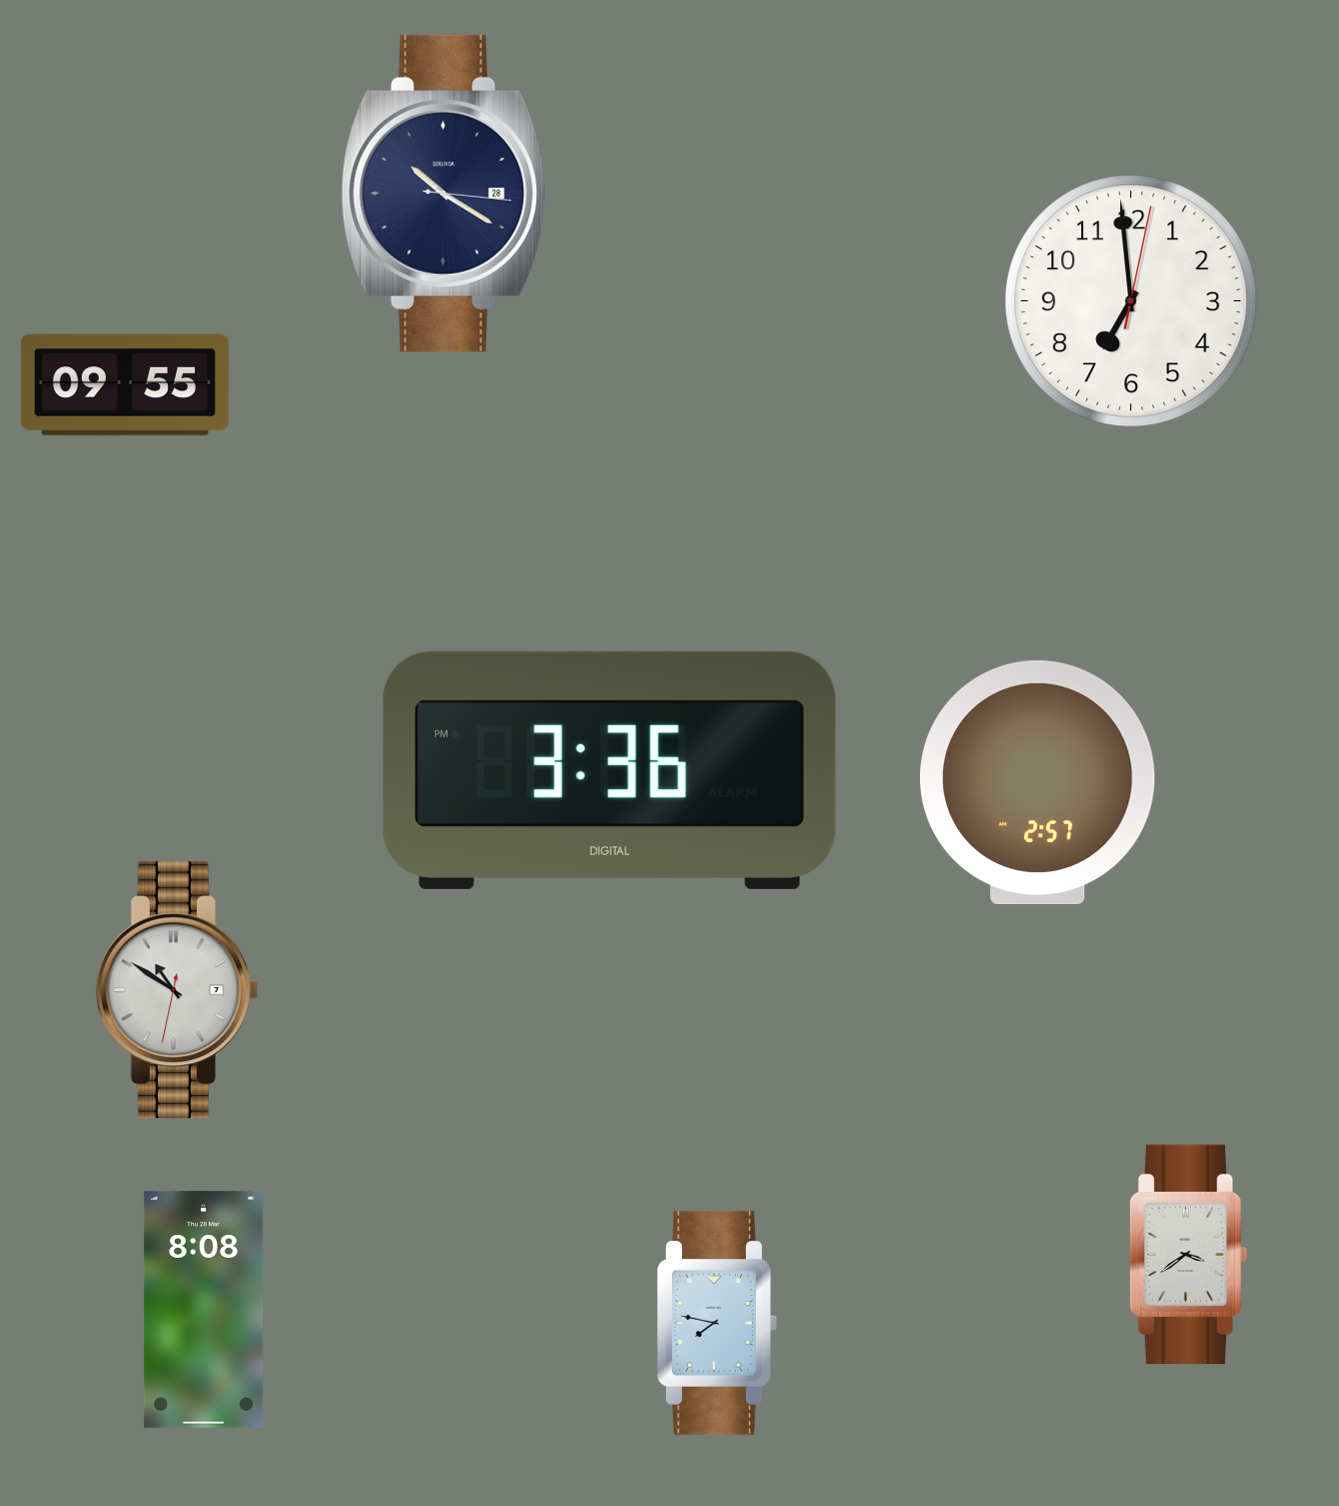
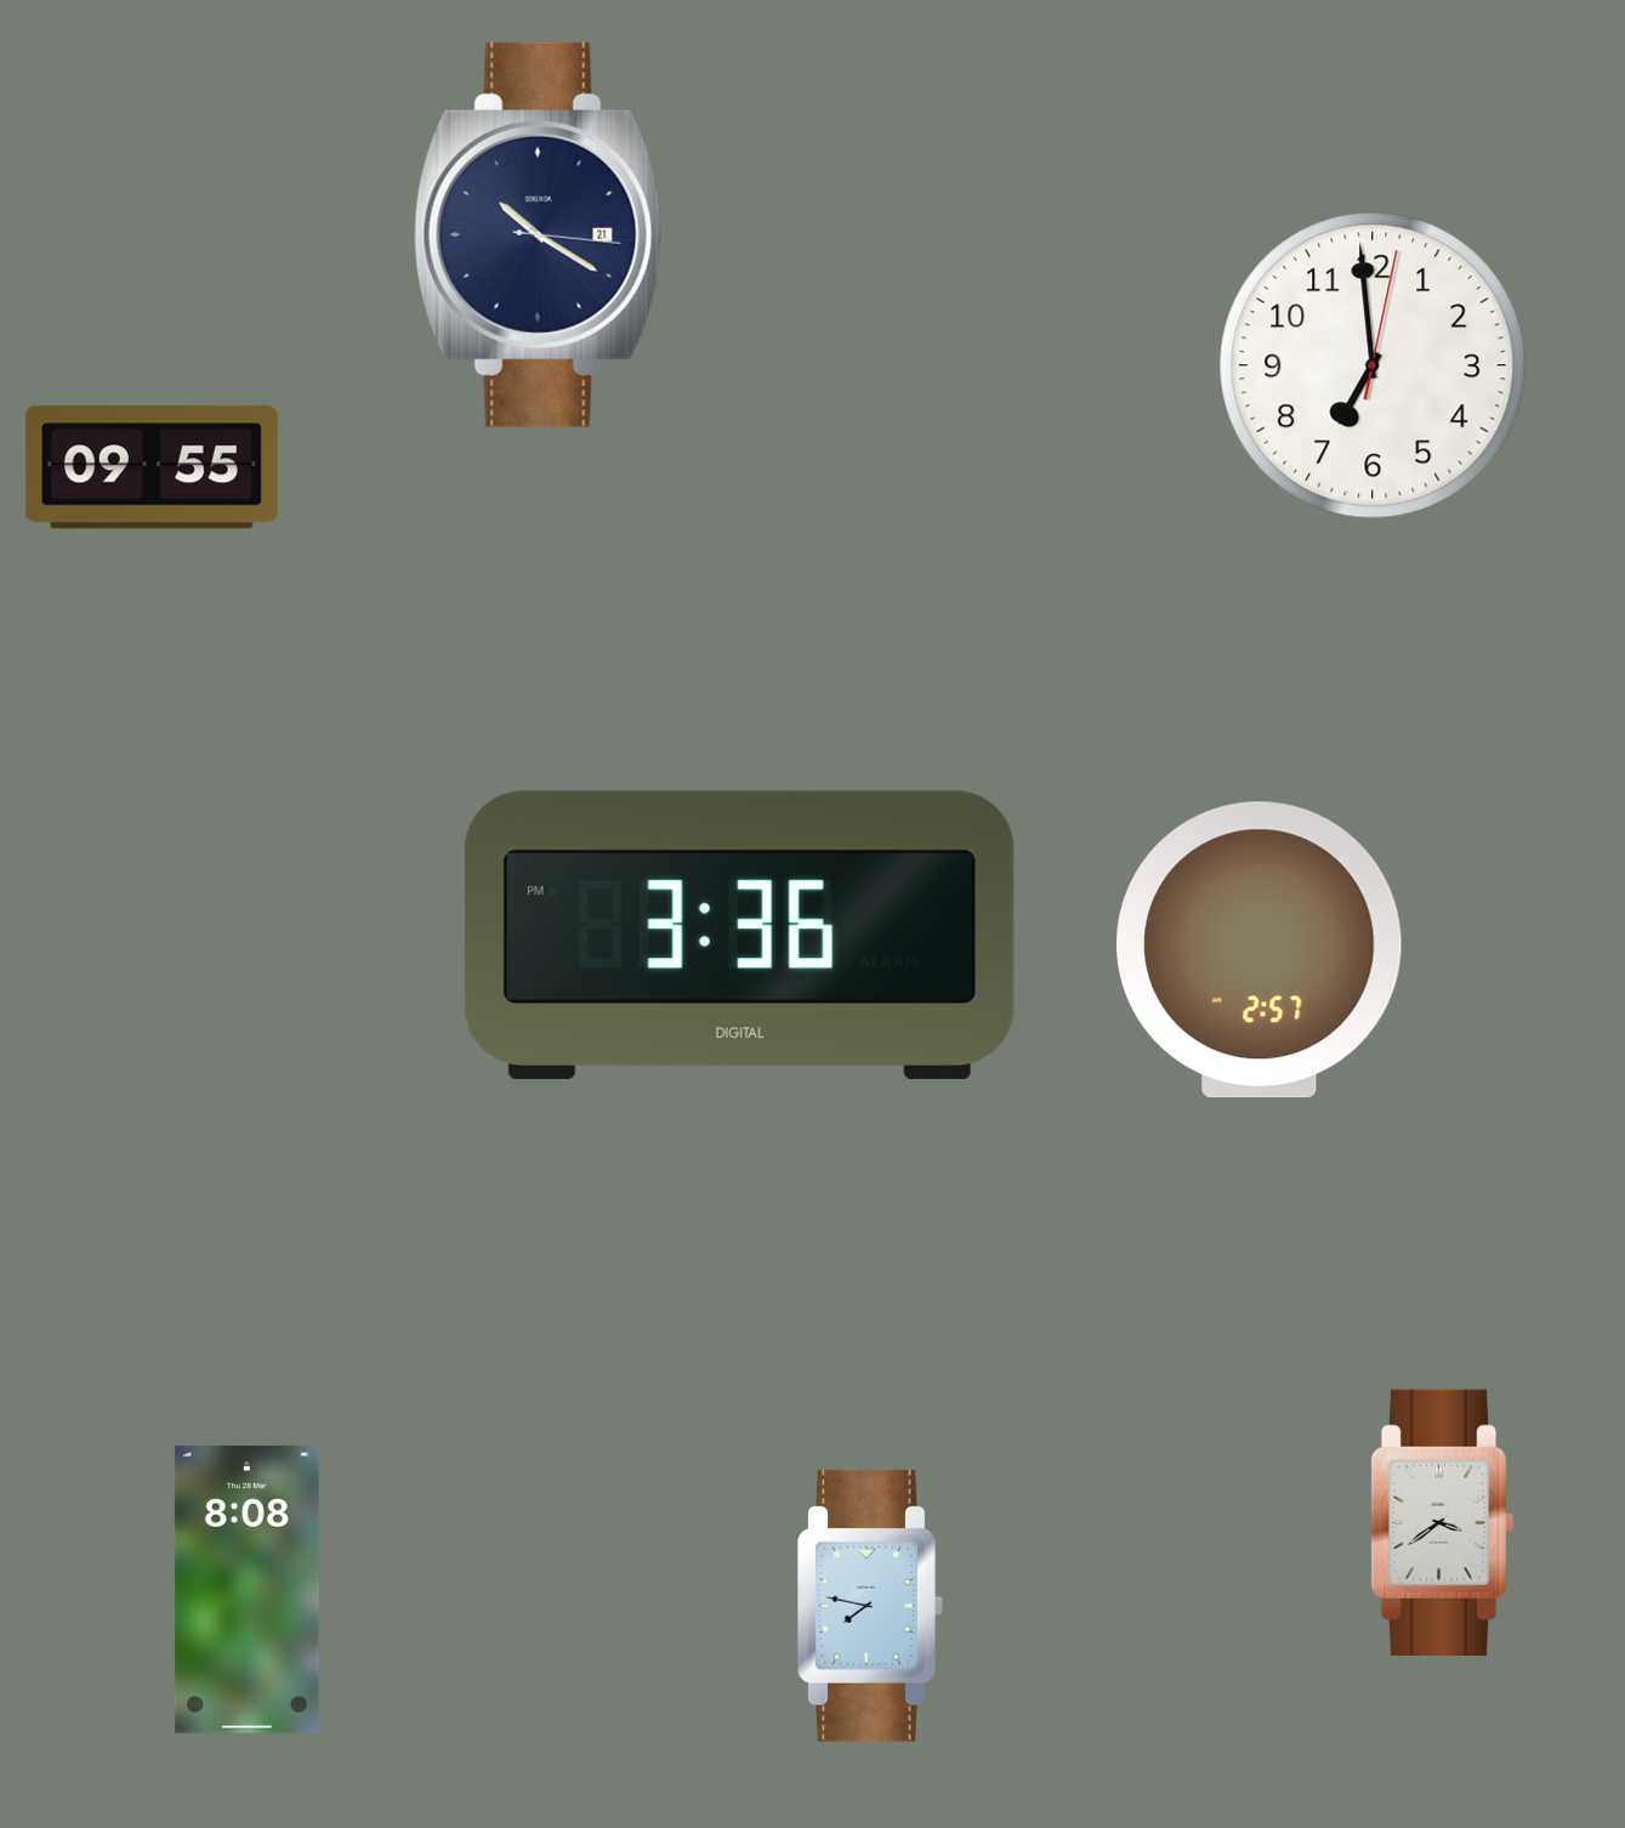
clock at (444, 193) date: 28 -> 21
clock at (177, 990): 10:50 -> none
